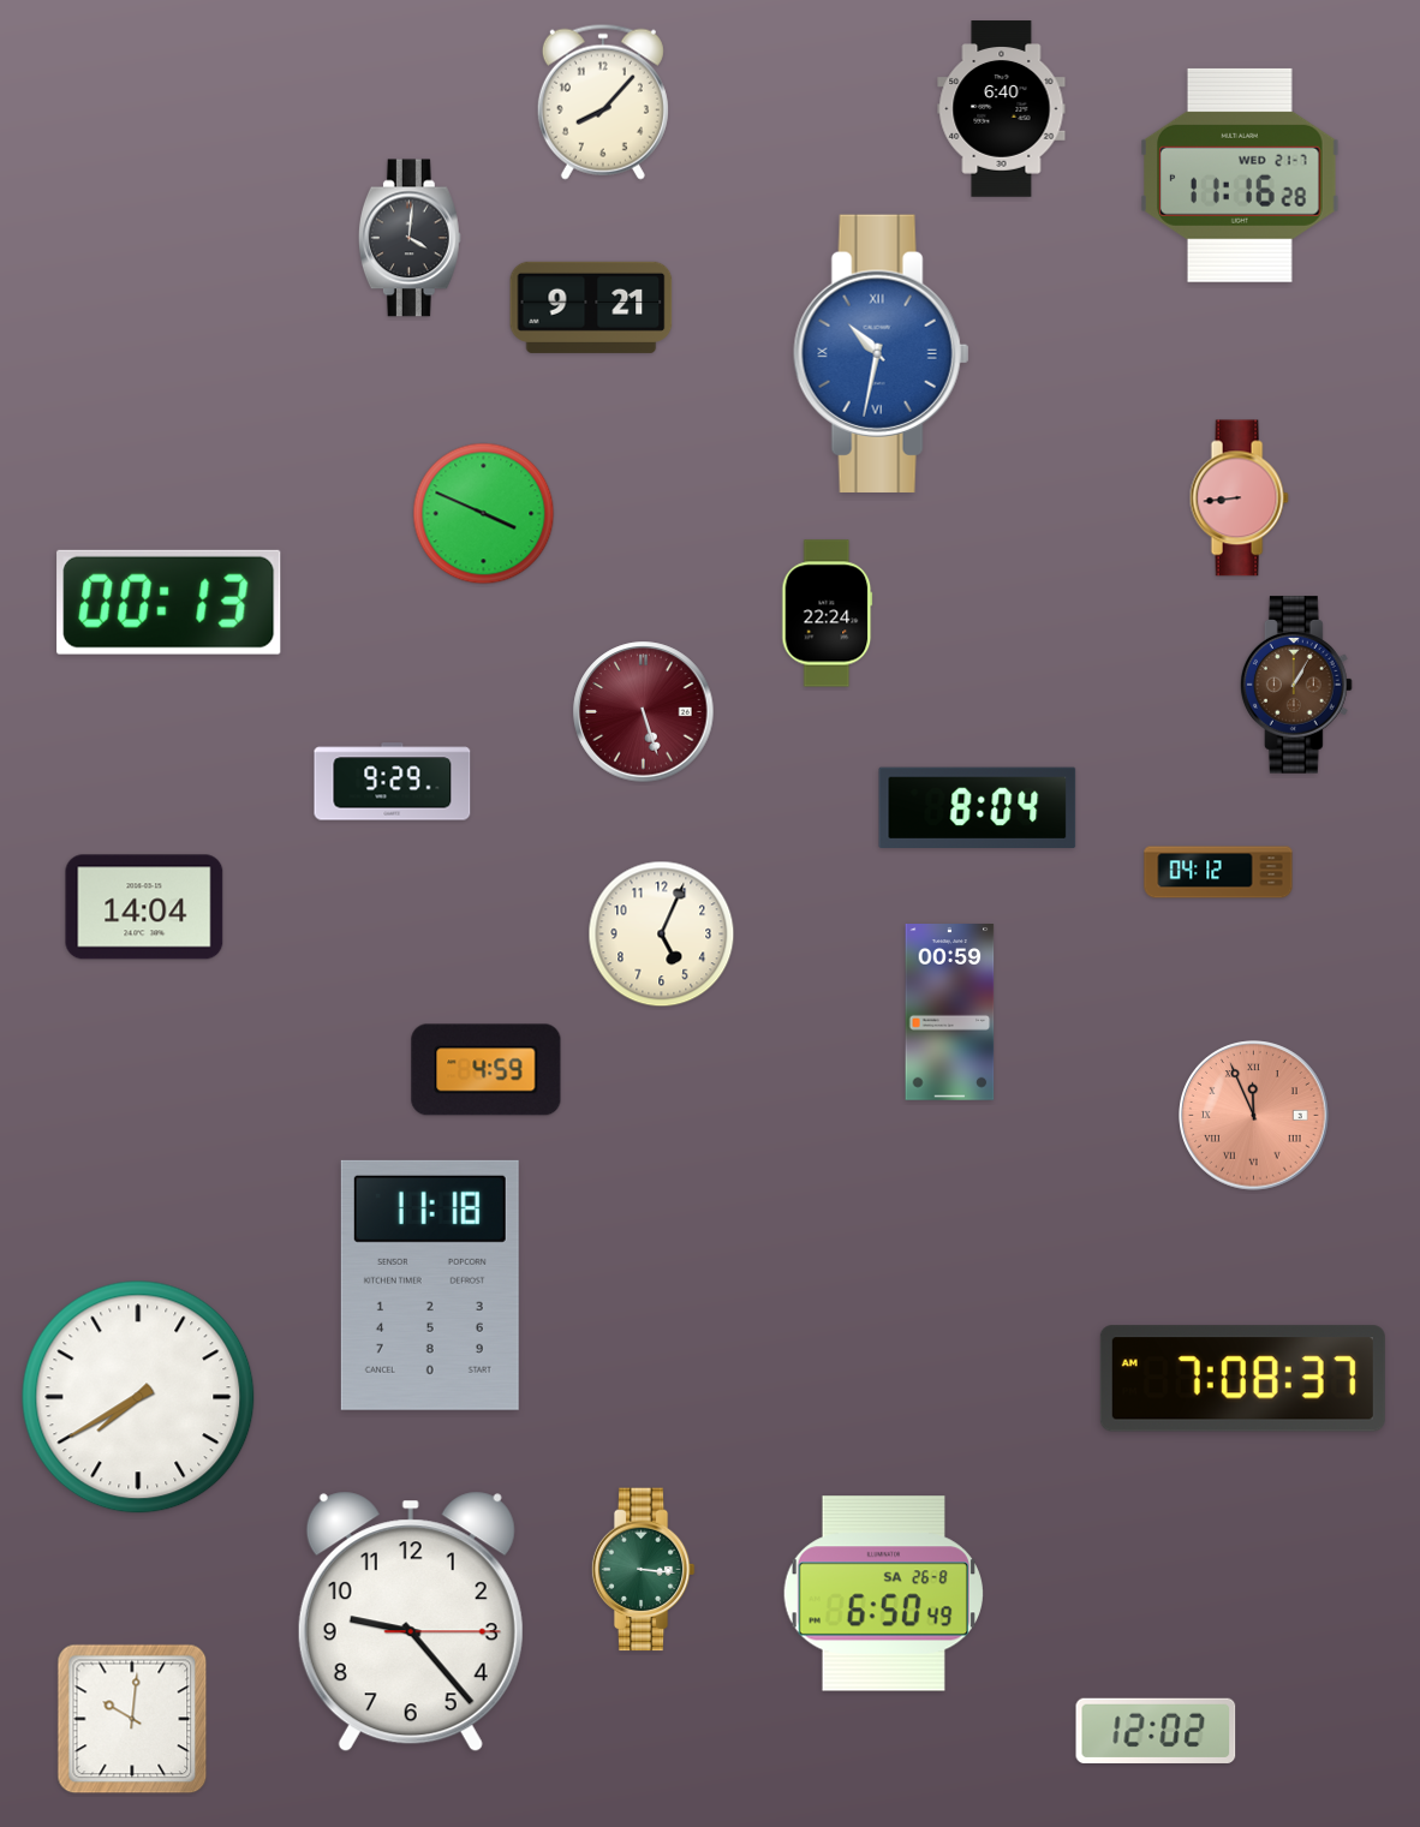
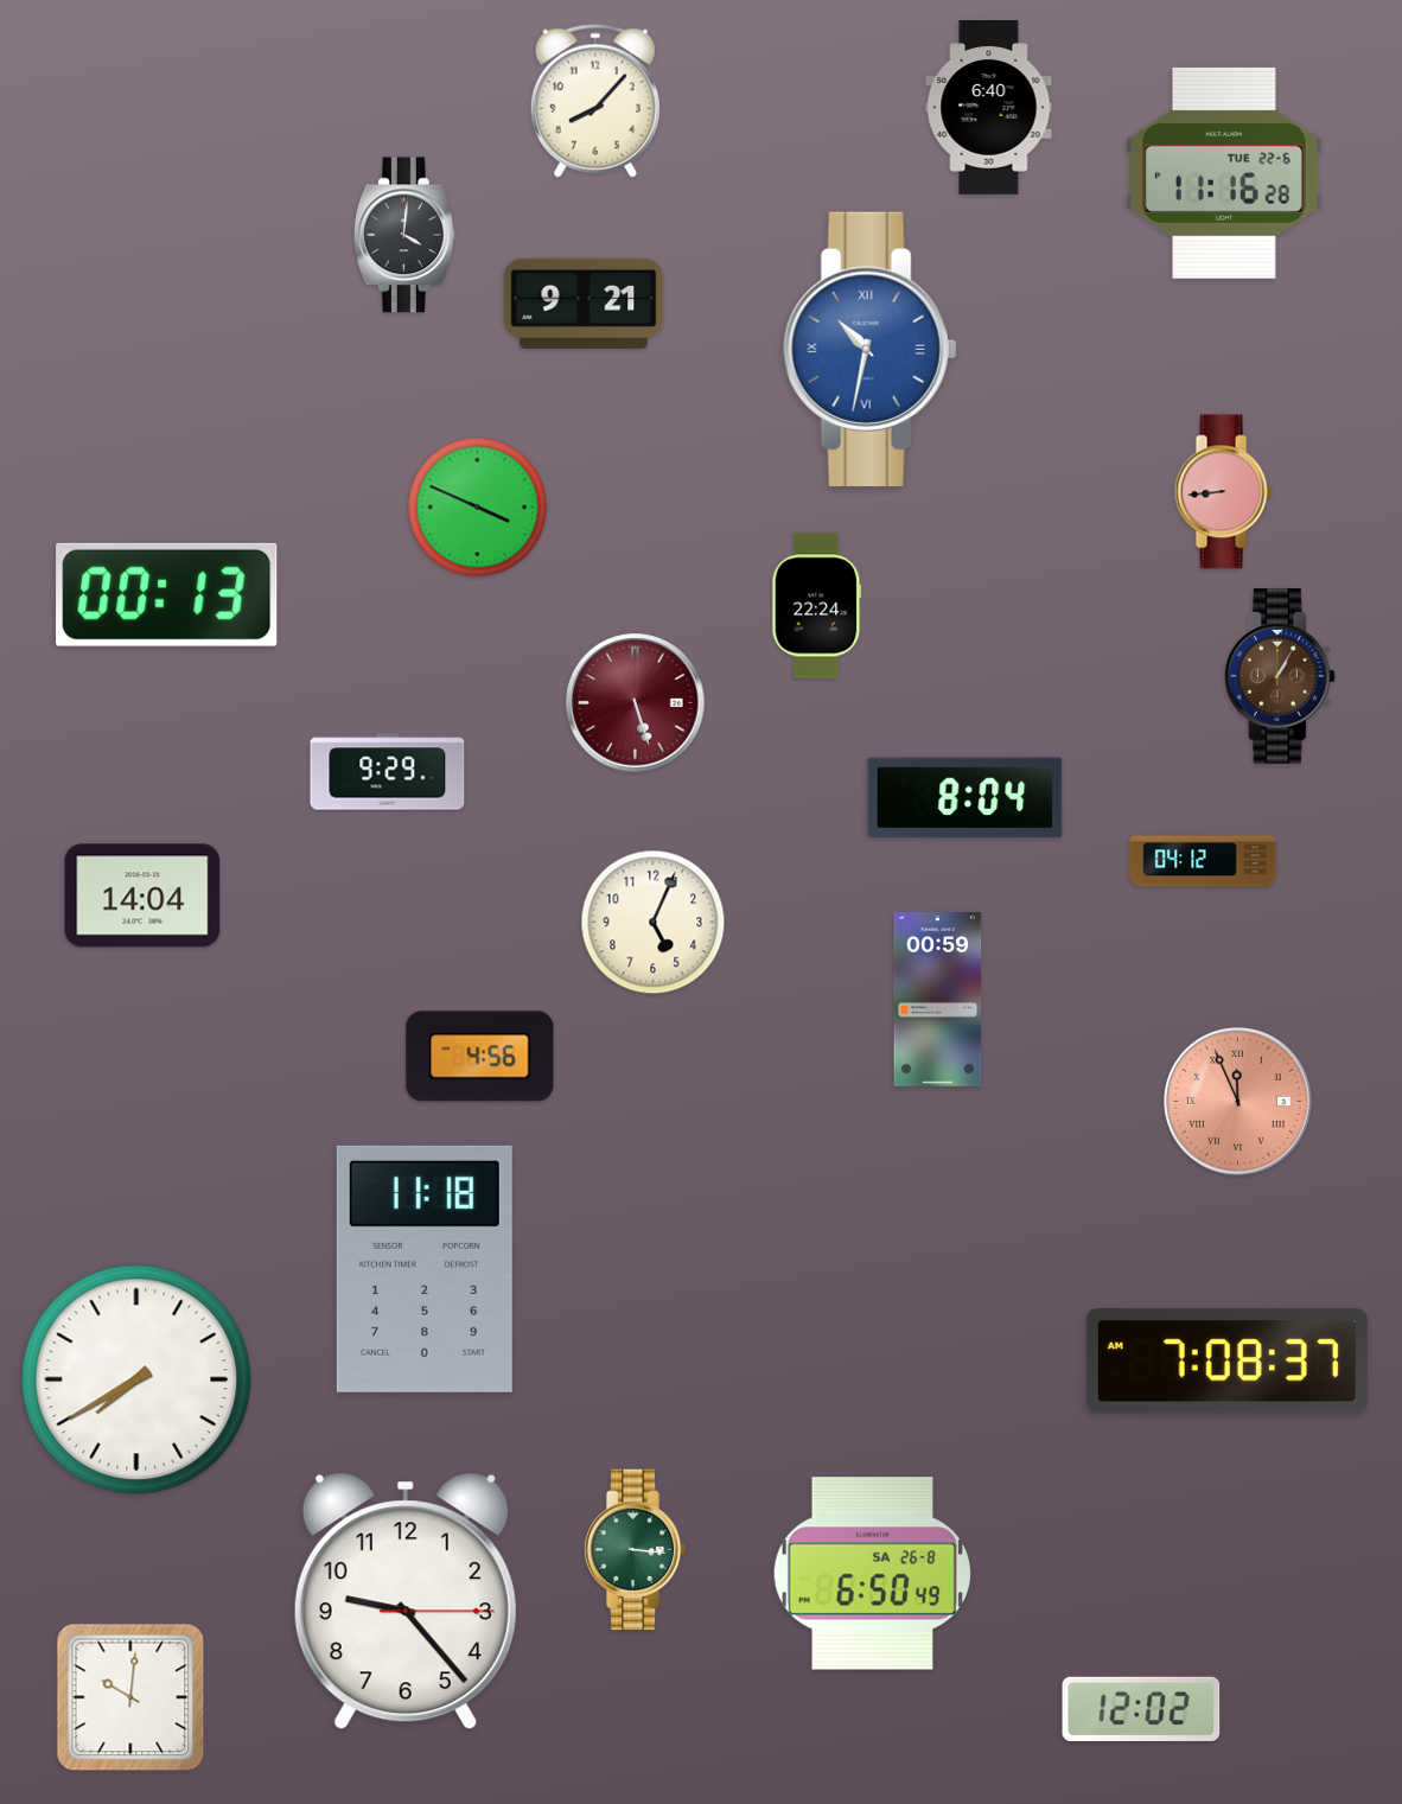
clock at (1240, 175) date: WED 21-7 -> TUE 22-6
clock at (487, 1070): 4:59 -> 4:56
